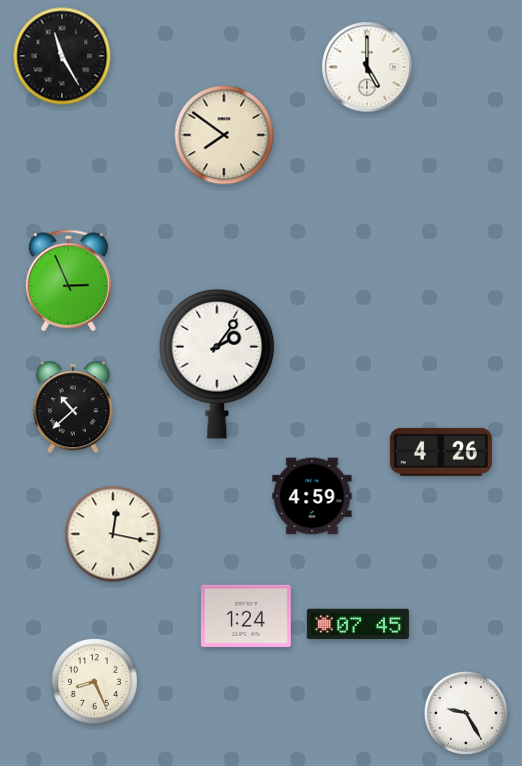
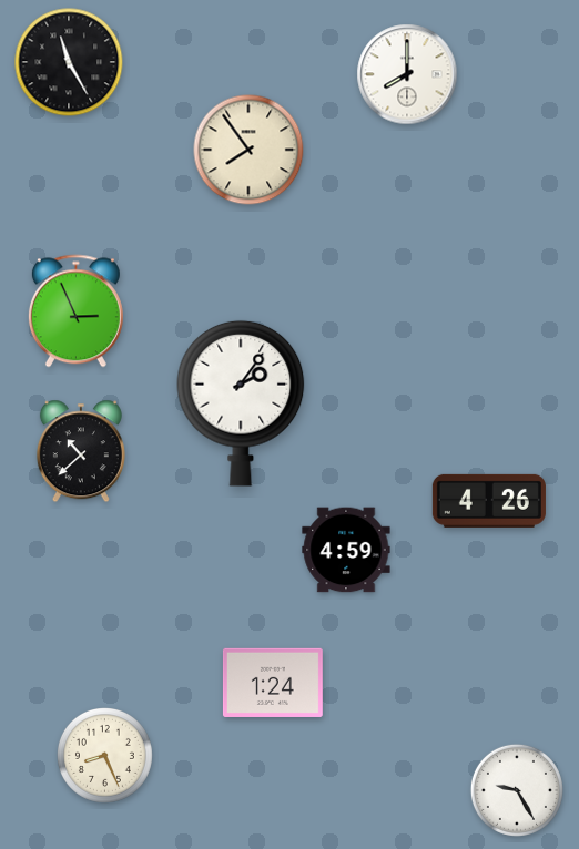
clock at (367, 67): 5:00 -> 8:00
clock at (224, 135): 7:51 -> 7:54
clock at (113, 534): 12:17 -> none
clock at (358, 624): 07:45 -> none
